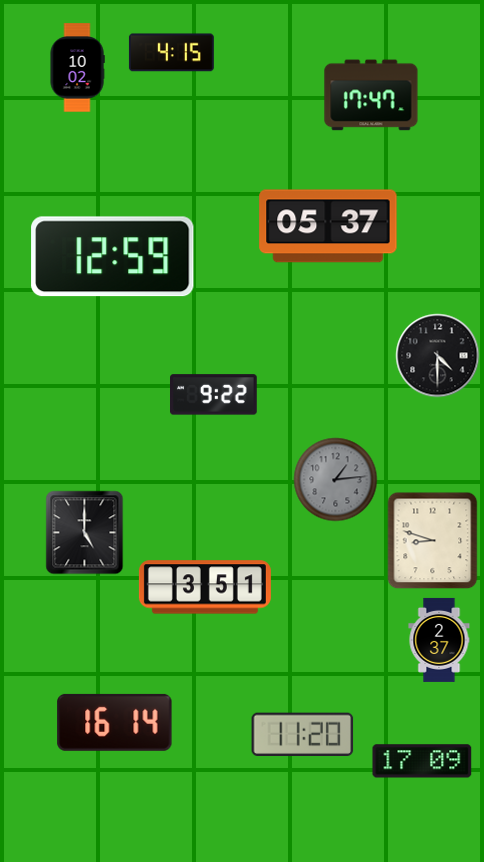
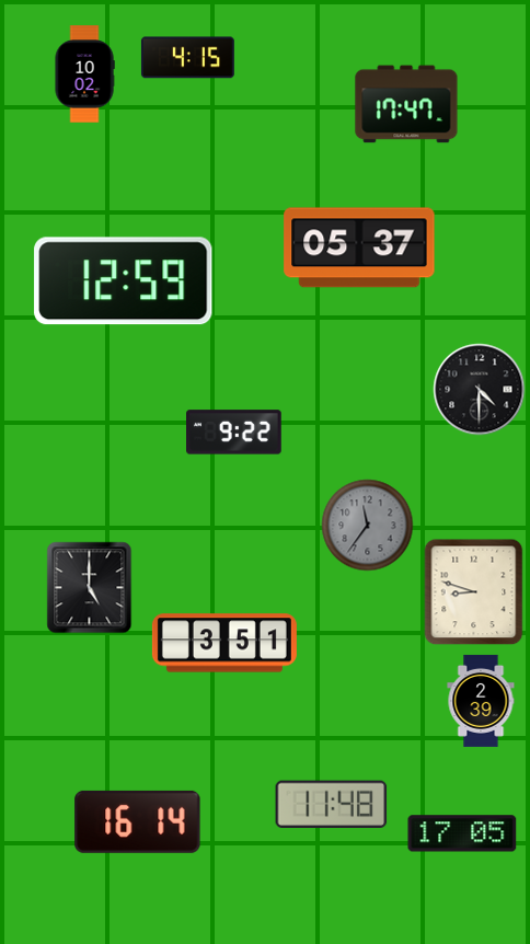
clock at (336, 480): 1:14 -> 11:36
clock at (85, 533) position: (85, 533) -> (90, 588)
clock at (439, 640): 2:37 -> 2:39
clock at (115, 722) position: (115, 722) -> (138, 821)
clock at (303, 735): 11:20 -> 11:48
clock at (422, 761): 17:09 -> 17:05
